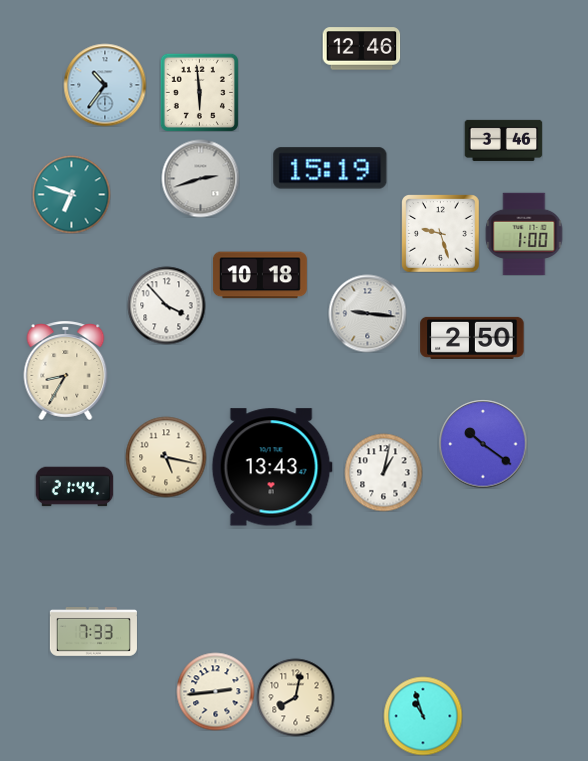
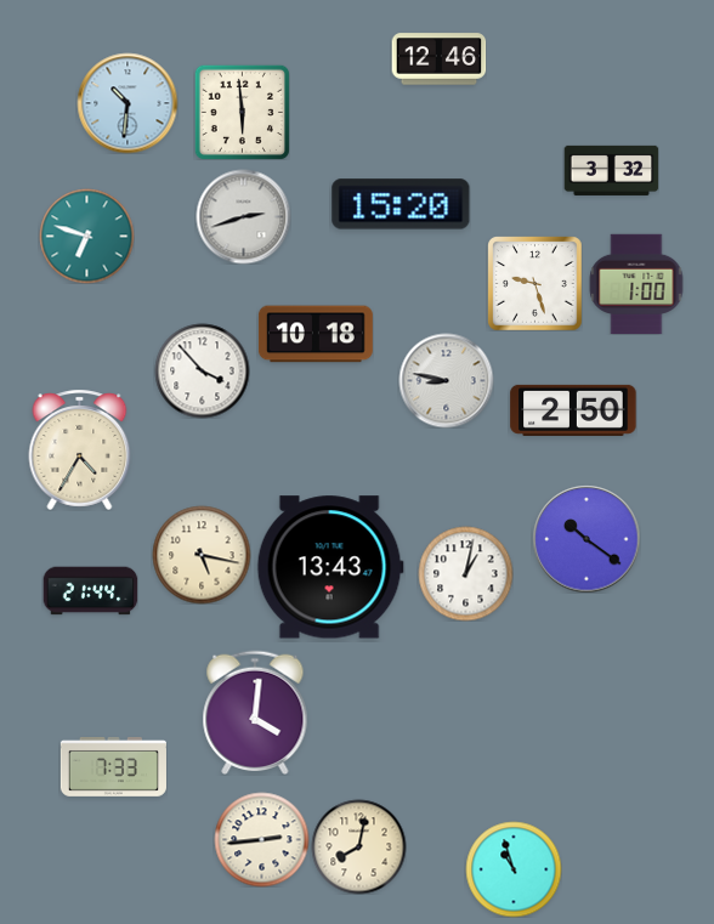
clock at (105, 85): 10:36 -> 10:31
clock at (503, 140): 3:46 -> 3:32
clock at (330, 168): 15:19 -> 15:20
clock at (367, 313): 9:16 -> 8:47
clock at (66, 370): 8:35 -> 4:35
clock at (255, 712): none -> 4:01
